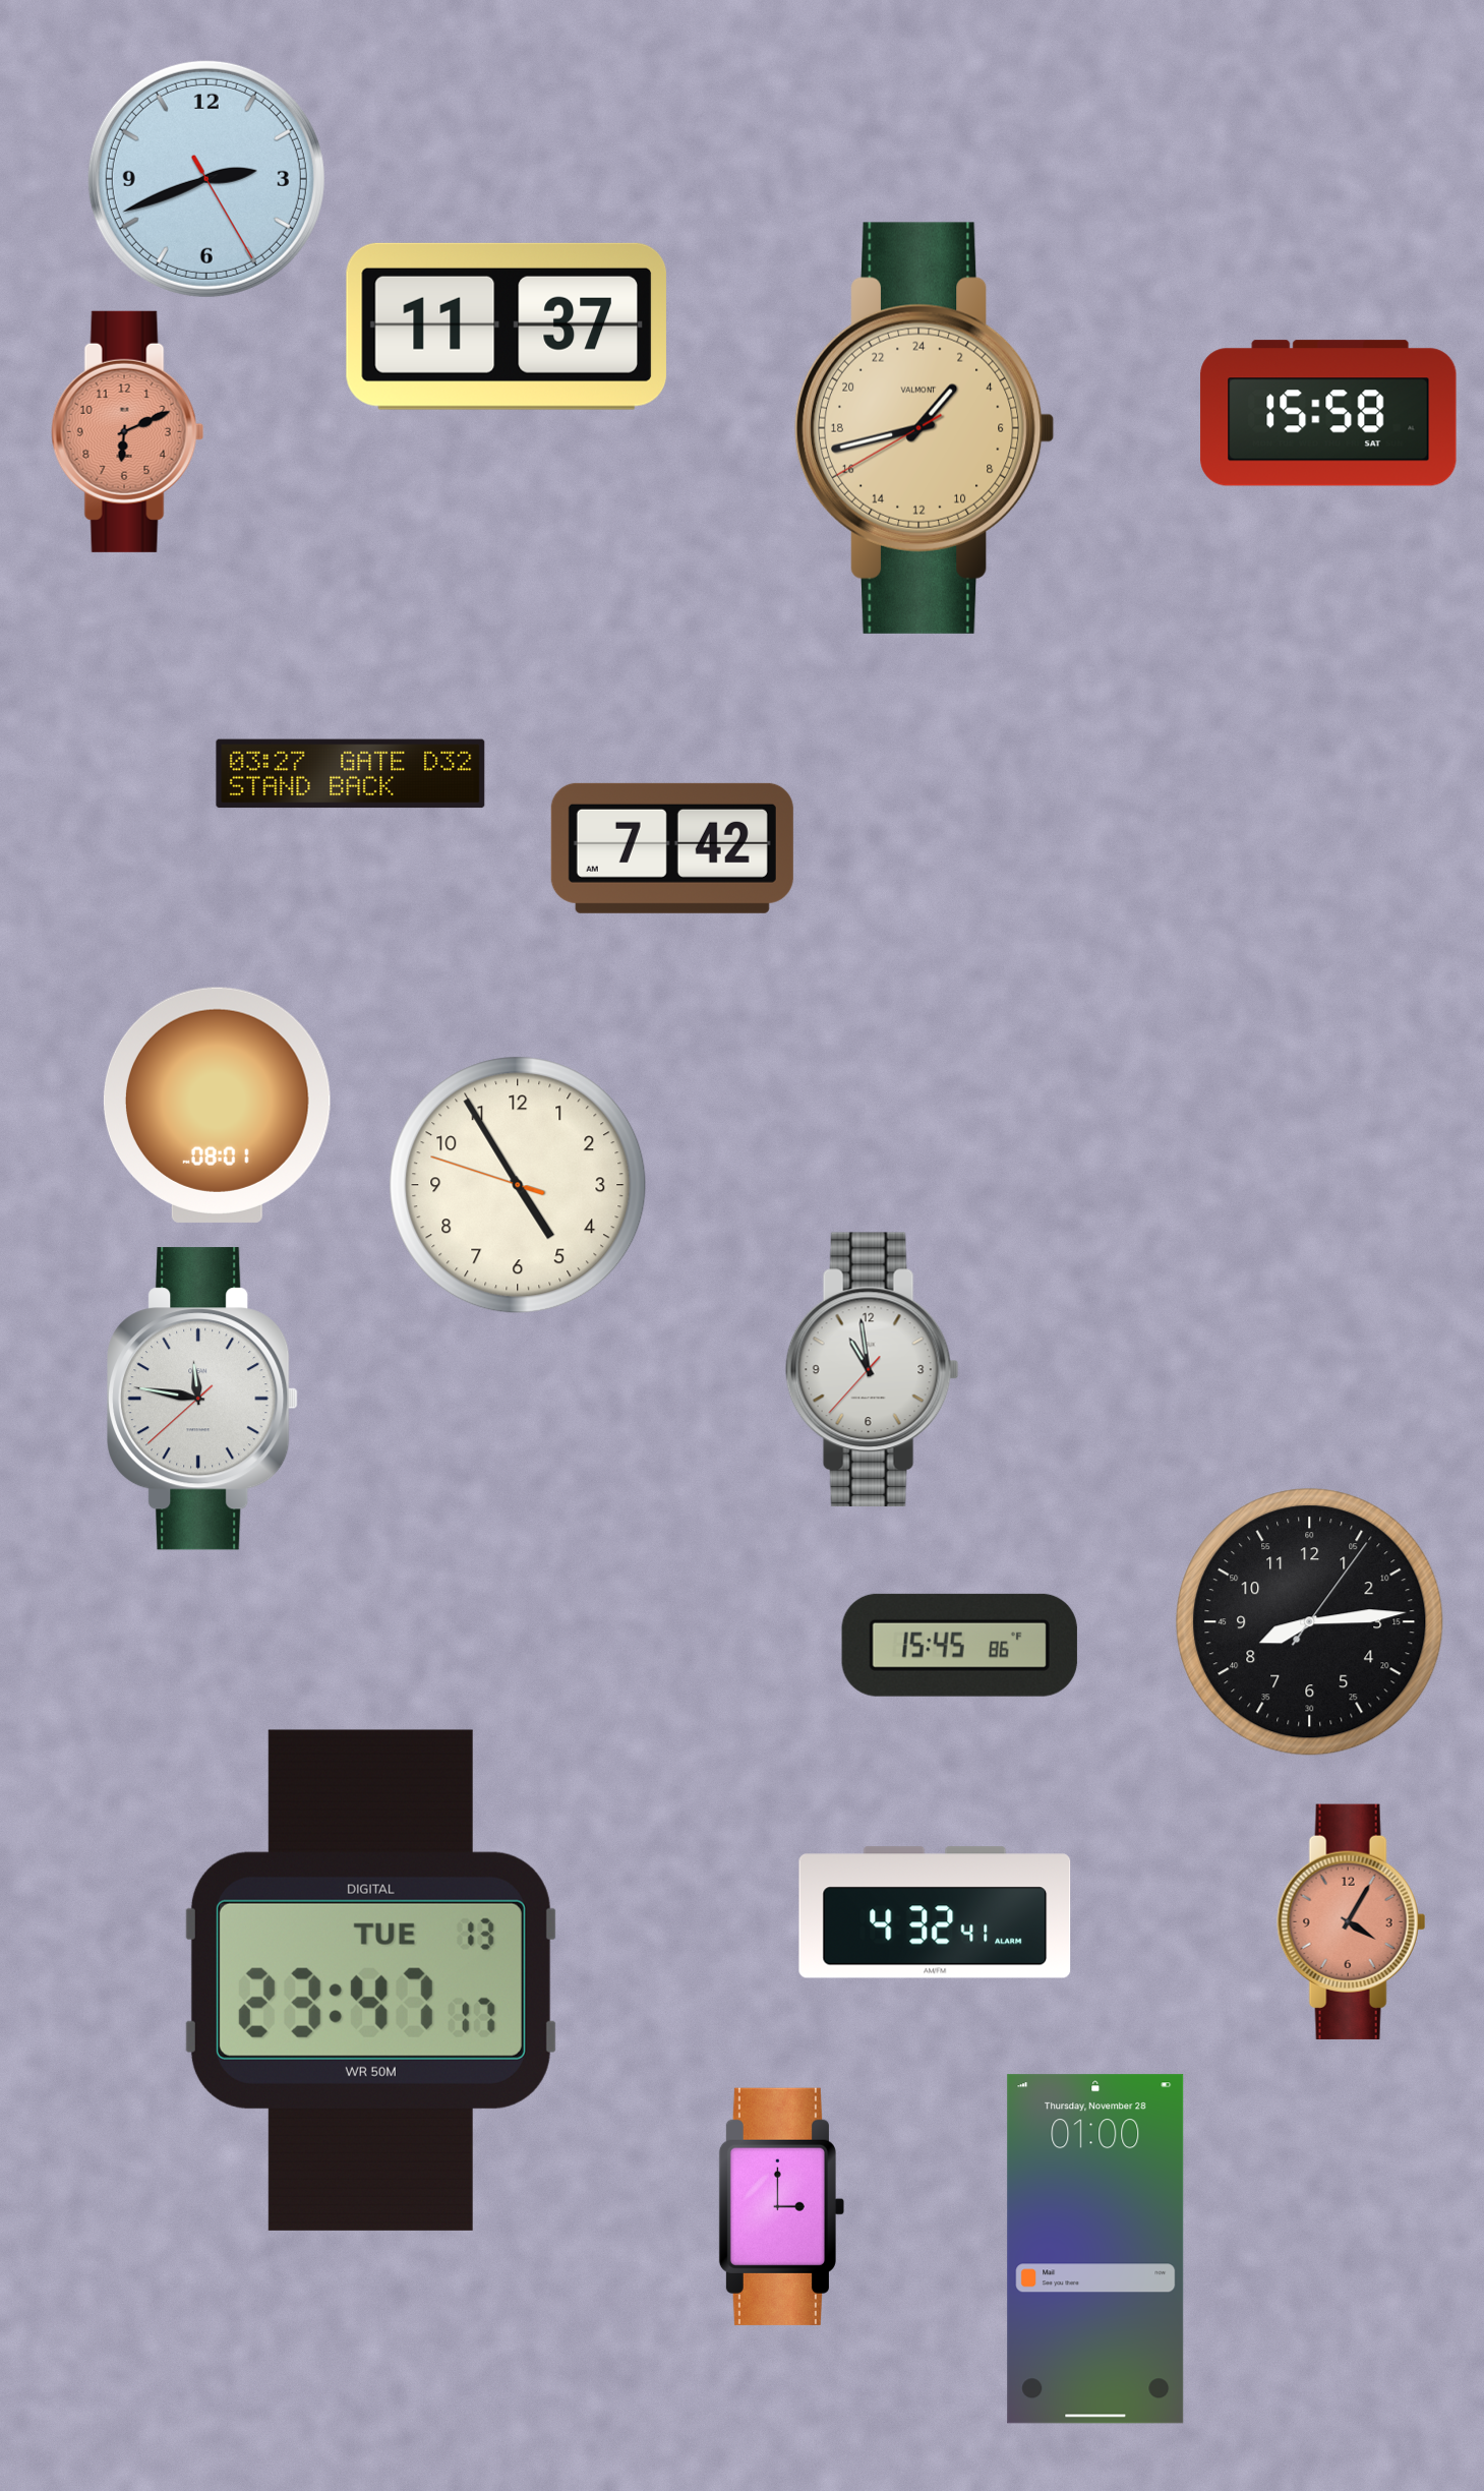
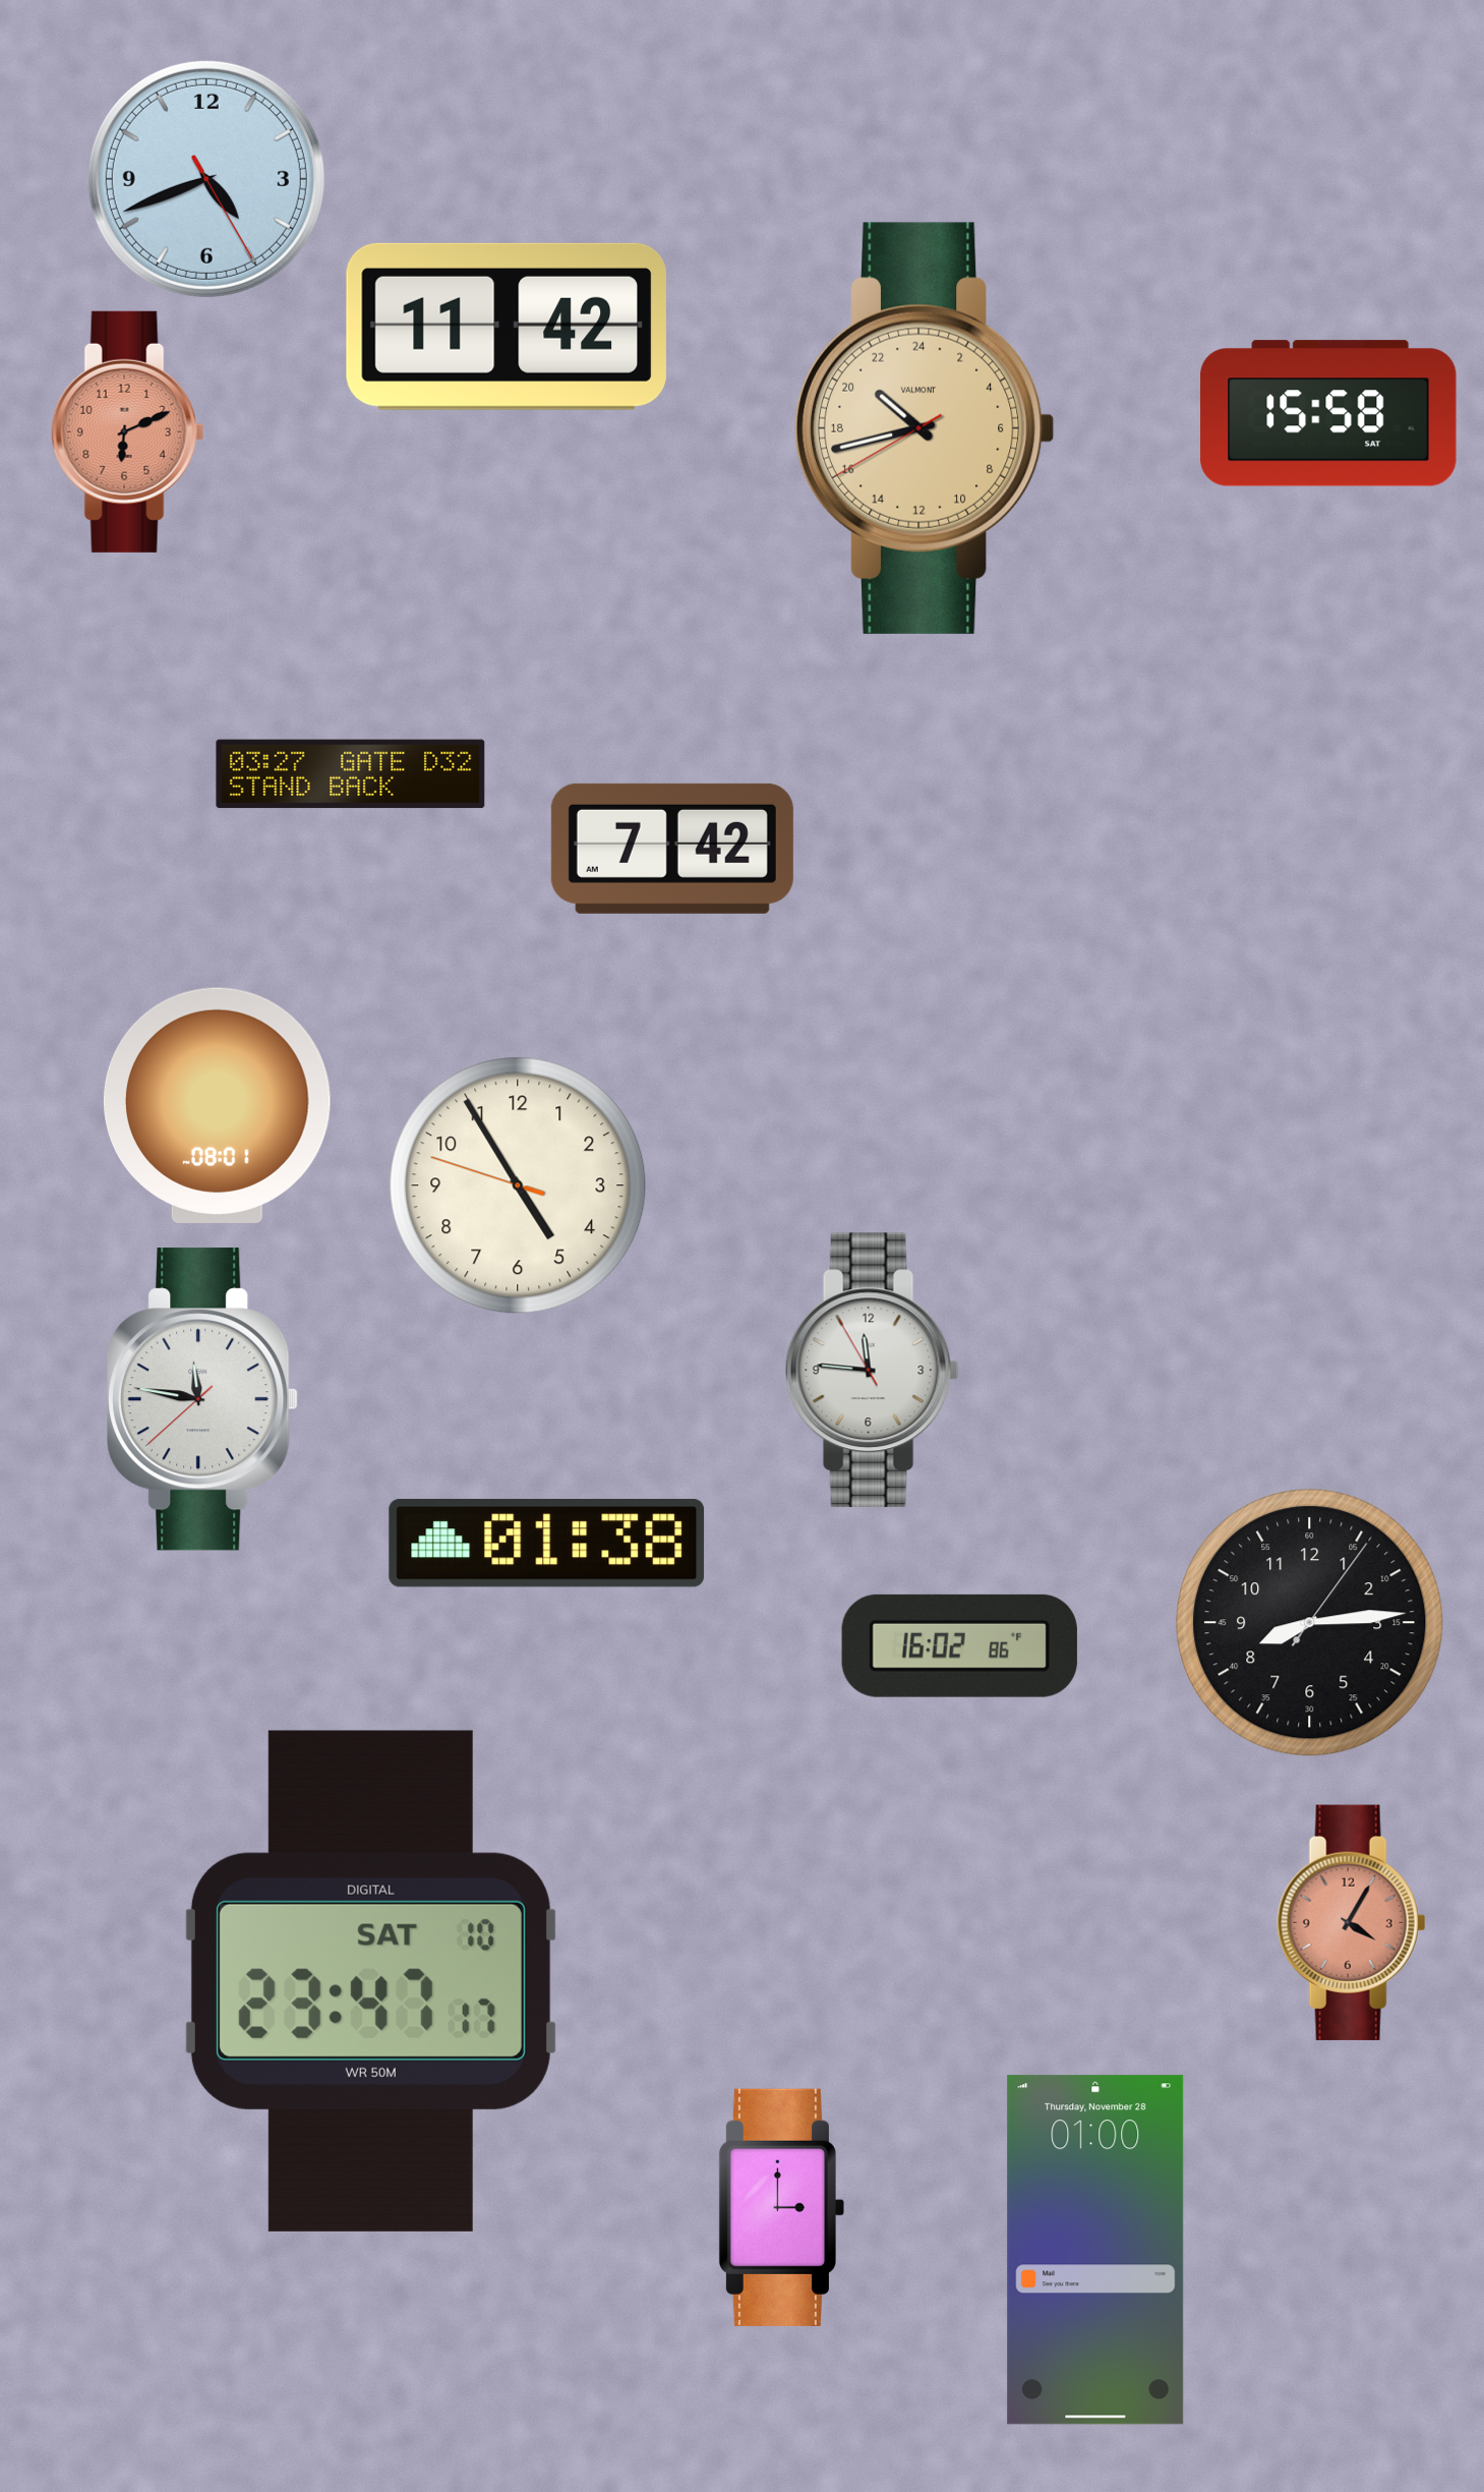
clock at (206, 179): 2:41 -> 4:41
clock at (507, 327): 11:37 -> 11:42
clock at (925, 428): 2:42 -> 20:42
clock at (872, 1370): 10:58 -> 11:45
clock at (547, 1543): none -> 01:38
clock at (959, 1645): 15:45 -> 16:02
clock at (935, 1912): 4:32 -> none
clock at (371, 1980) date: TUE 13 -> SAT 10
